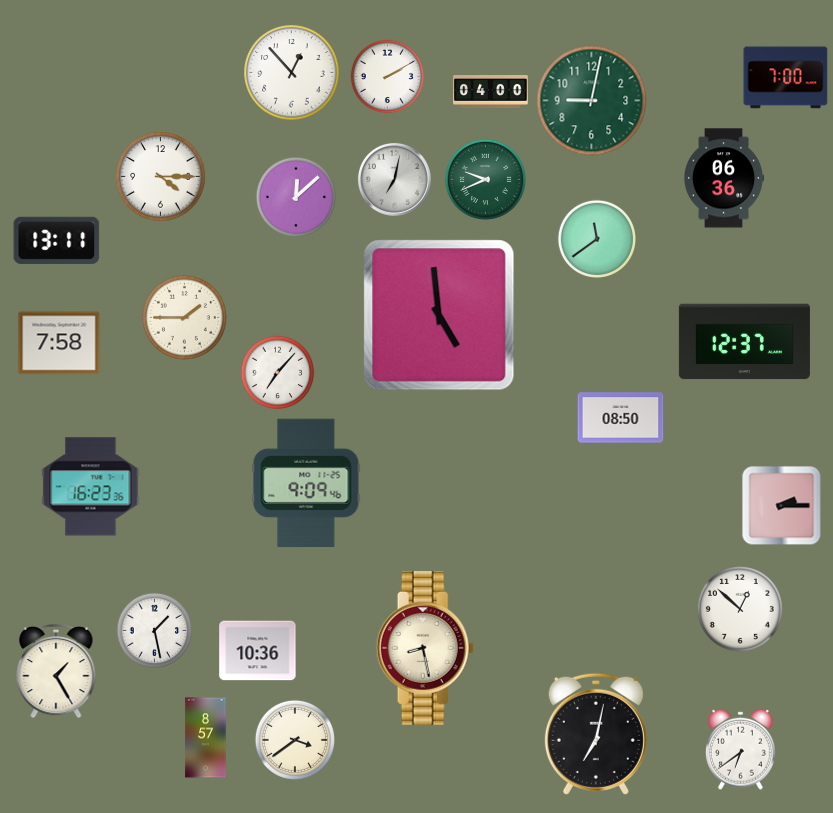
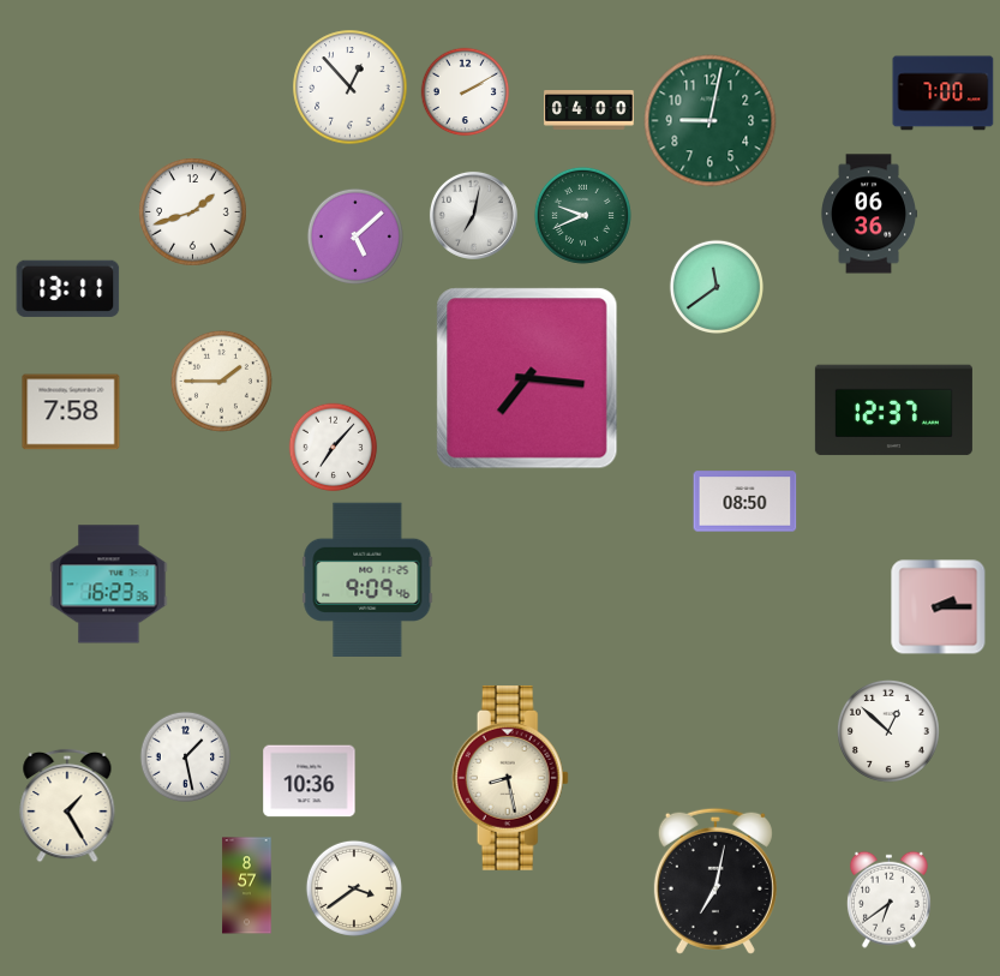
clock at (161, 177): 4:15 -> 1:42
clock at (296, 197): 12:08 -> 5:08
clock at (439, 315): 4:59 -> 7:16
